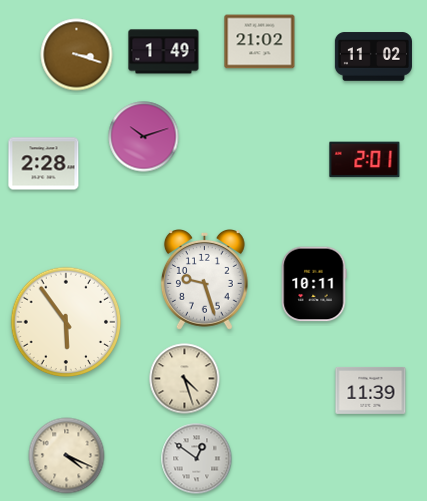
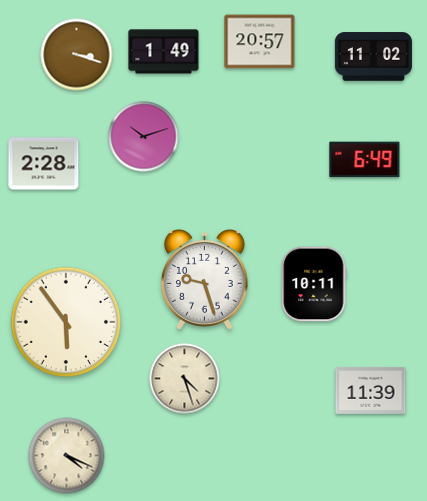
clock at (260, 42): 21:02 -> 20:57
clock at (365, 160): 2:01 -> 6:49
clock at (197, 459): 12:51 -> none
